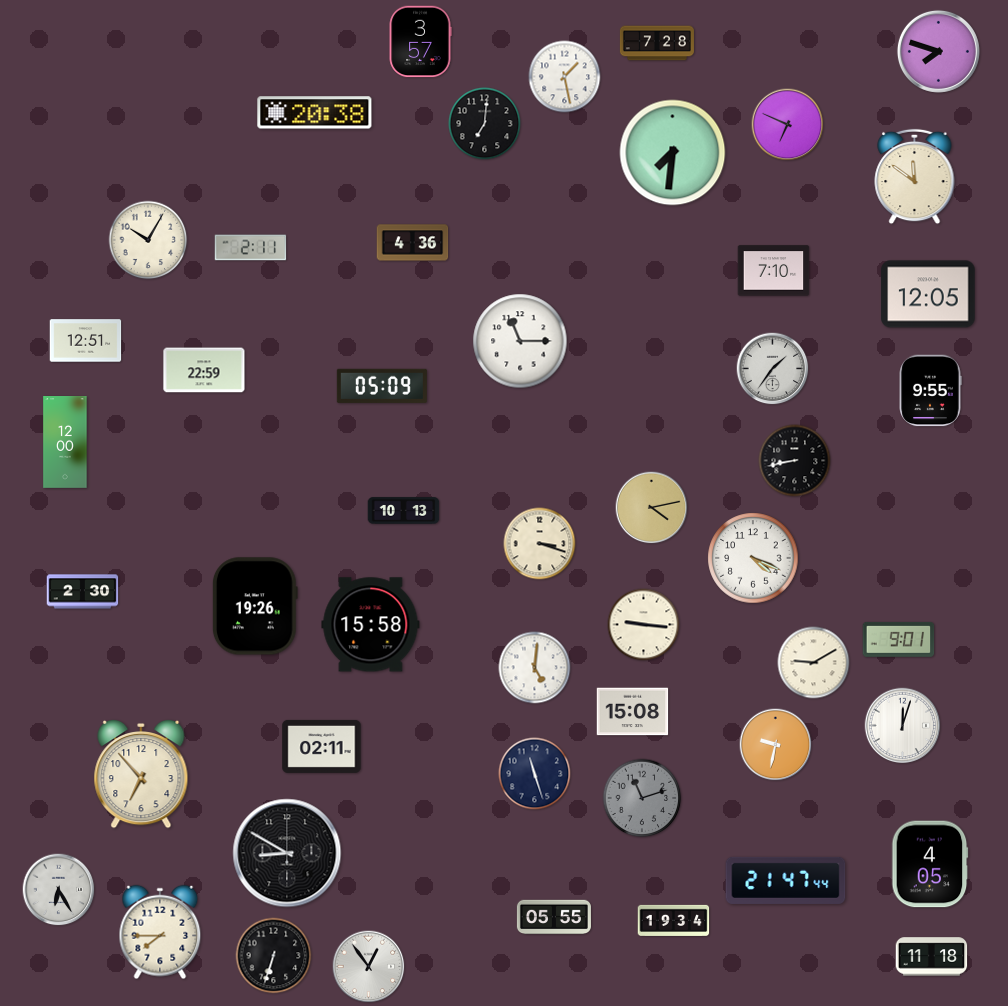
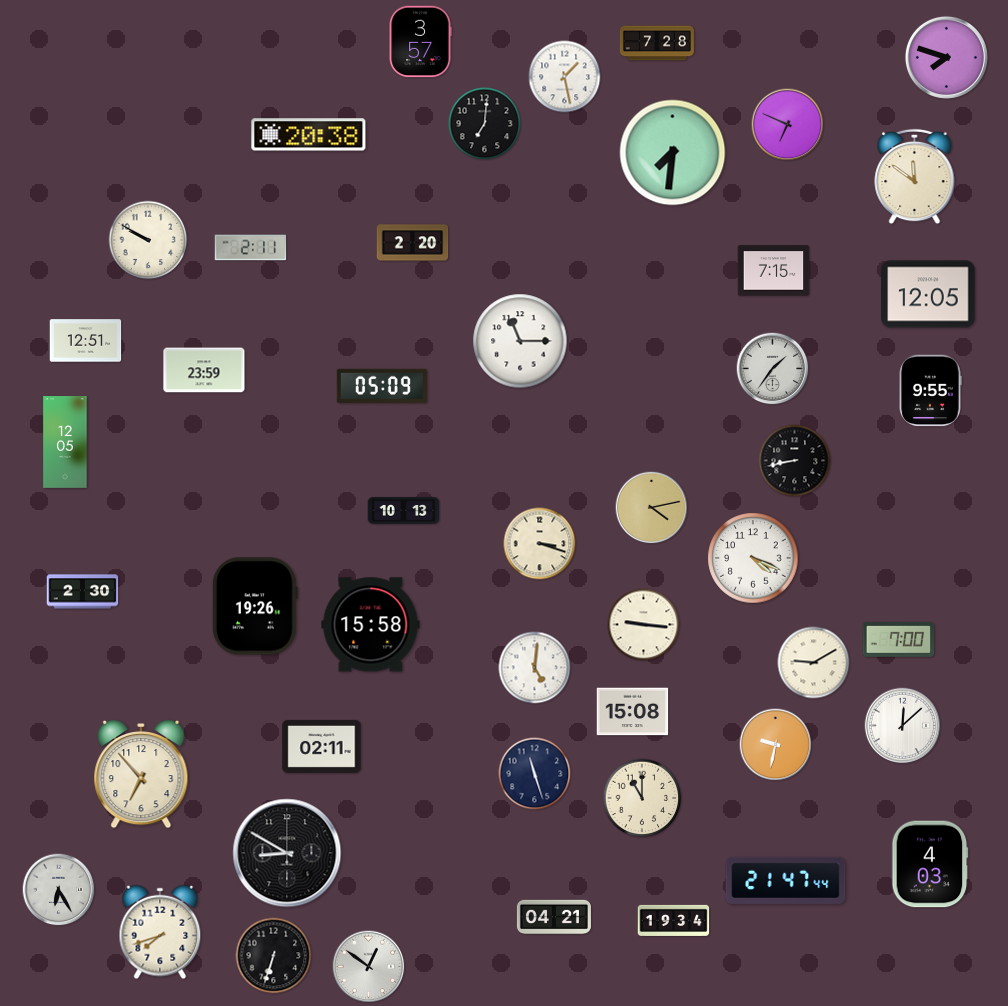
clock at (938, 51) position: (938, 51) -> (946, 57)
clock at (315, 113) position: (315, 113) -> (309, 135)
clock at (148, 240): 10:05 -> 9:50
clock at (413, 243): 4:36 -> 2:20
clock at (774, 271): 7:10 -> 7:15
clock at (204, 370): 22:59 -> 23:59
clock at (65, 443): 12:00 -> 12:05
clock at (899, 639): 9:01 -> 7:00
clock at (903, 726): 12:03 -> 12:08
clock at (642, 798): 11:12 -> 11:00
clock at (642, 798) dial: grey -> cream
clock at (930, 864): 4:05 -> 4:03
clock at (554, 917): 05:55 -> 04:21
clock at (160, 932): 7:45 -> 7:42
clock at (932, 957): 11:18 -> none
clock at (369, 967): 12:54 -> 12:51
